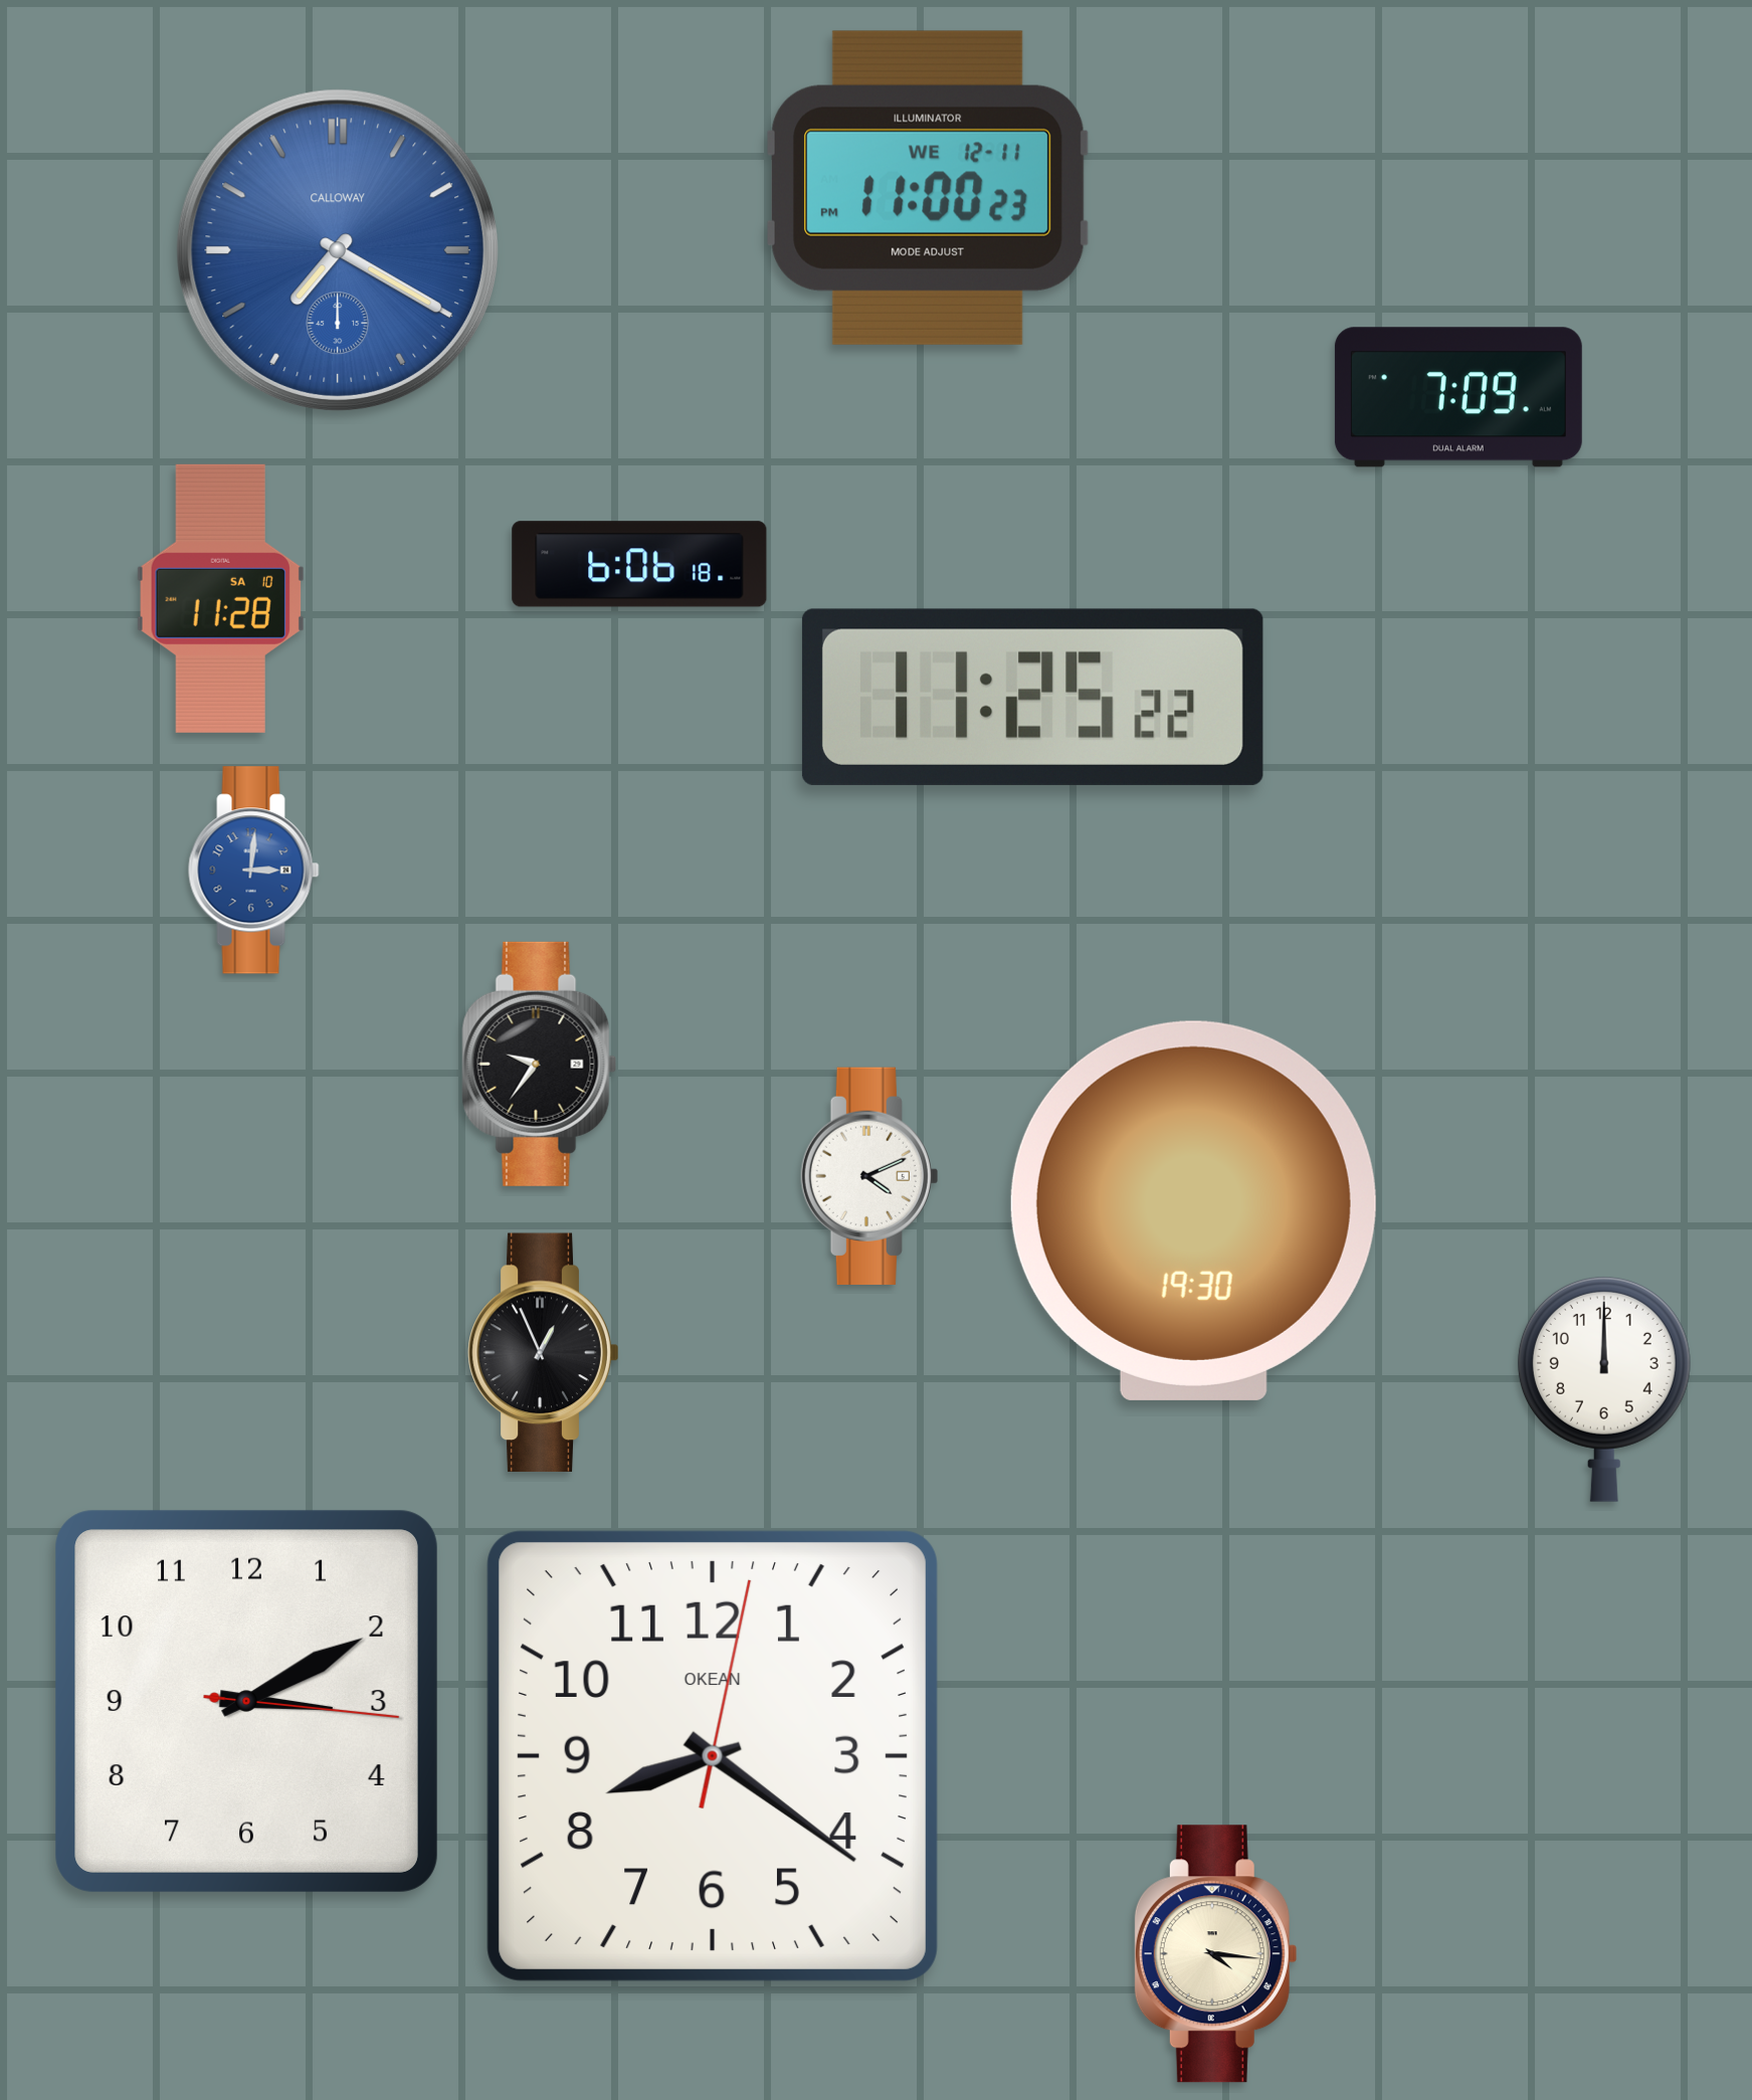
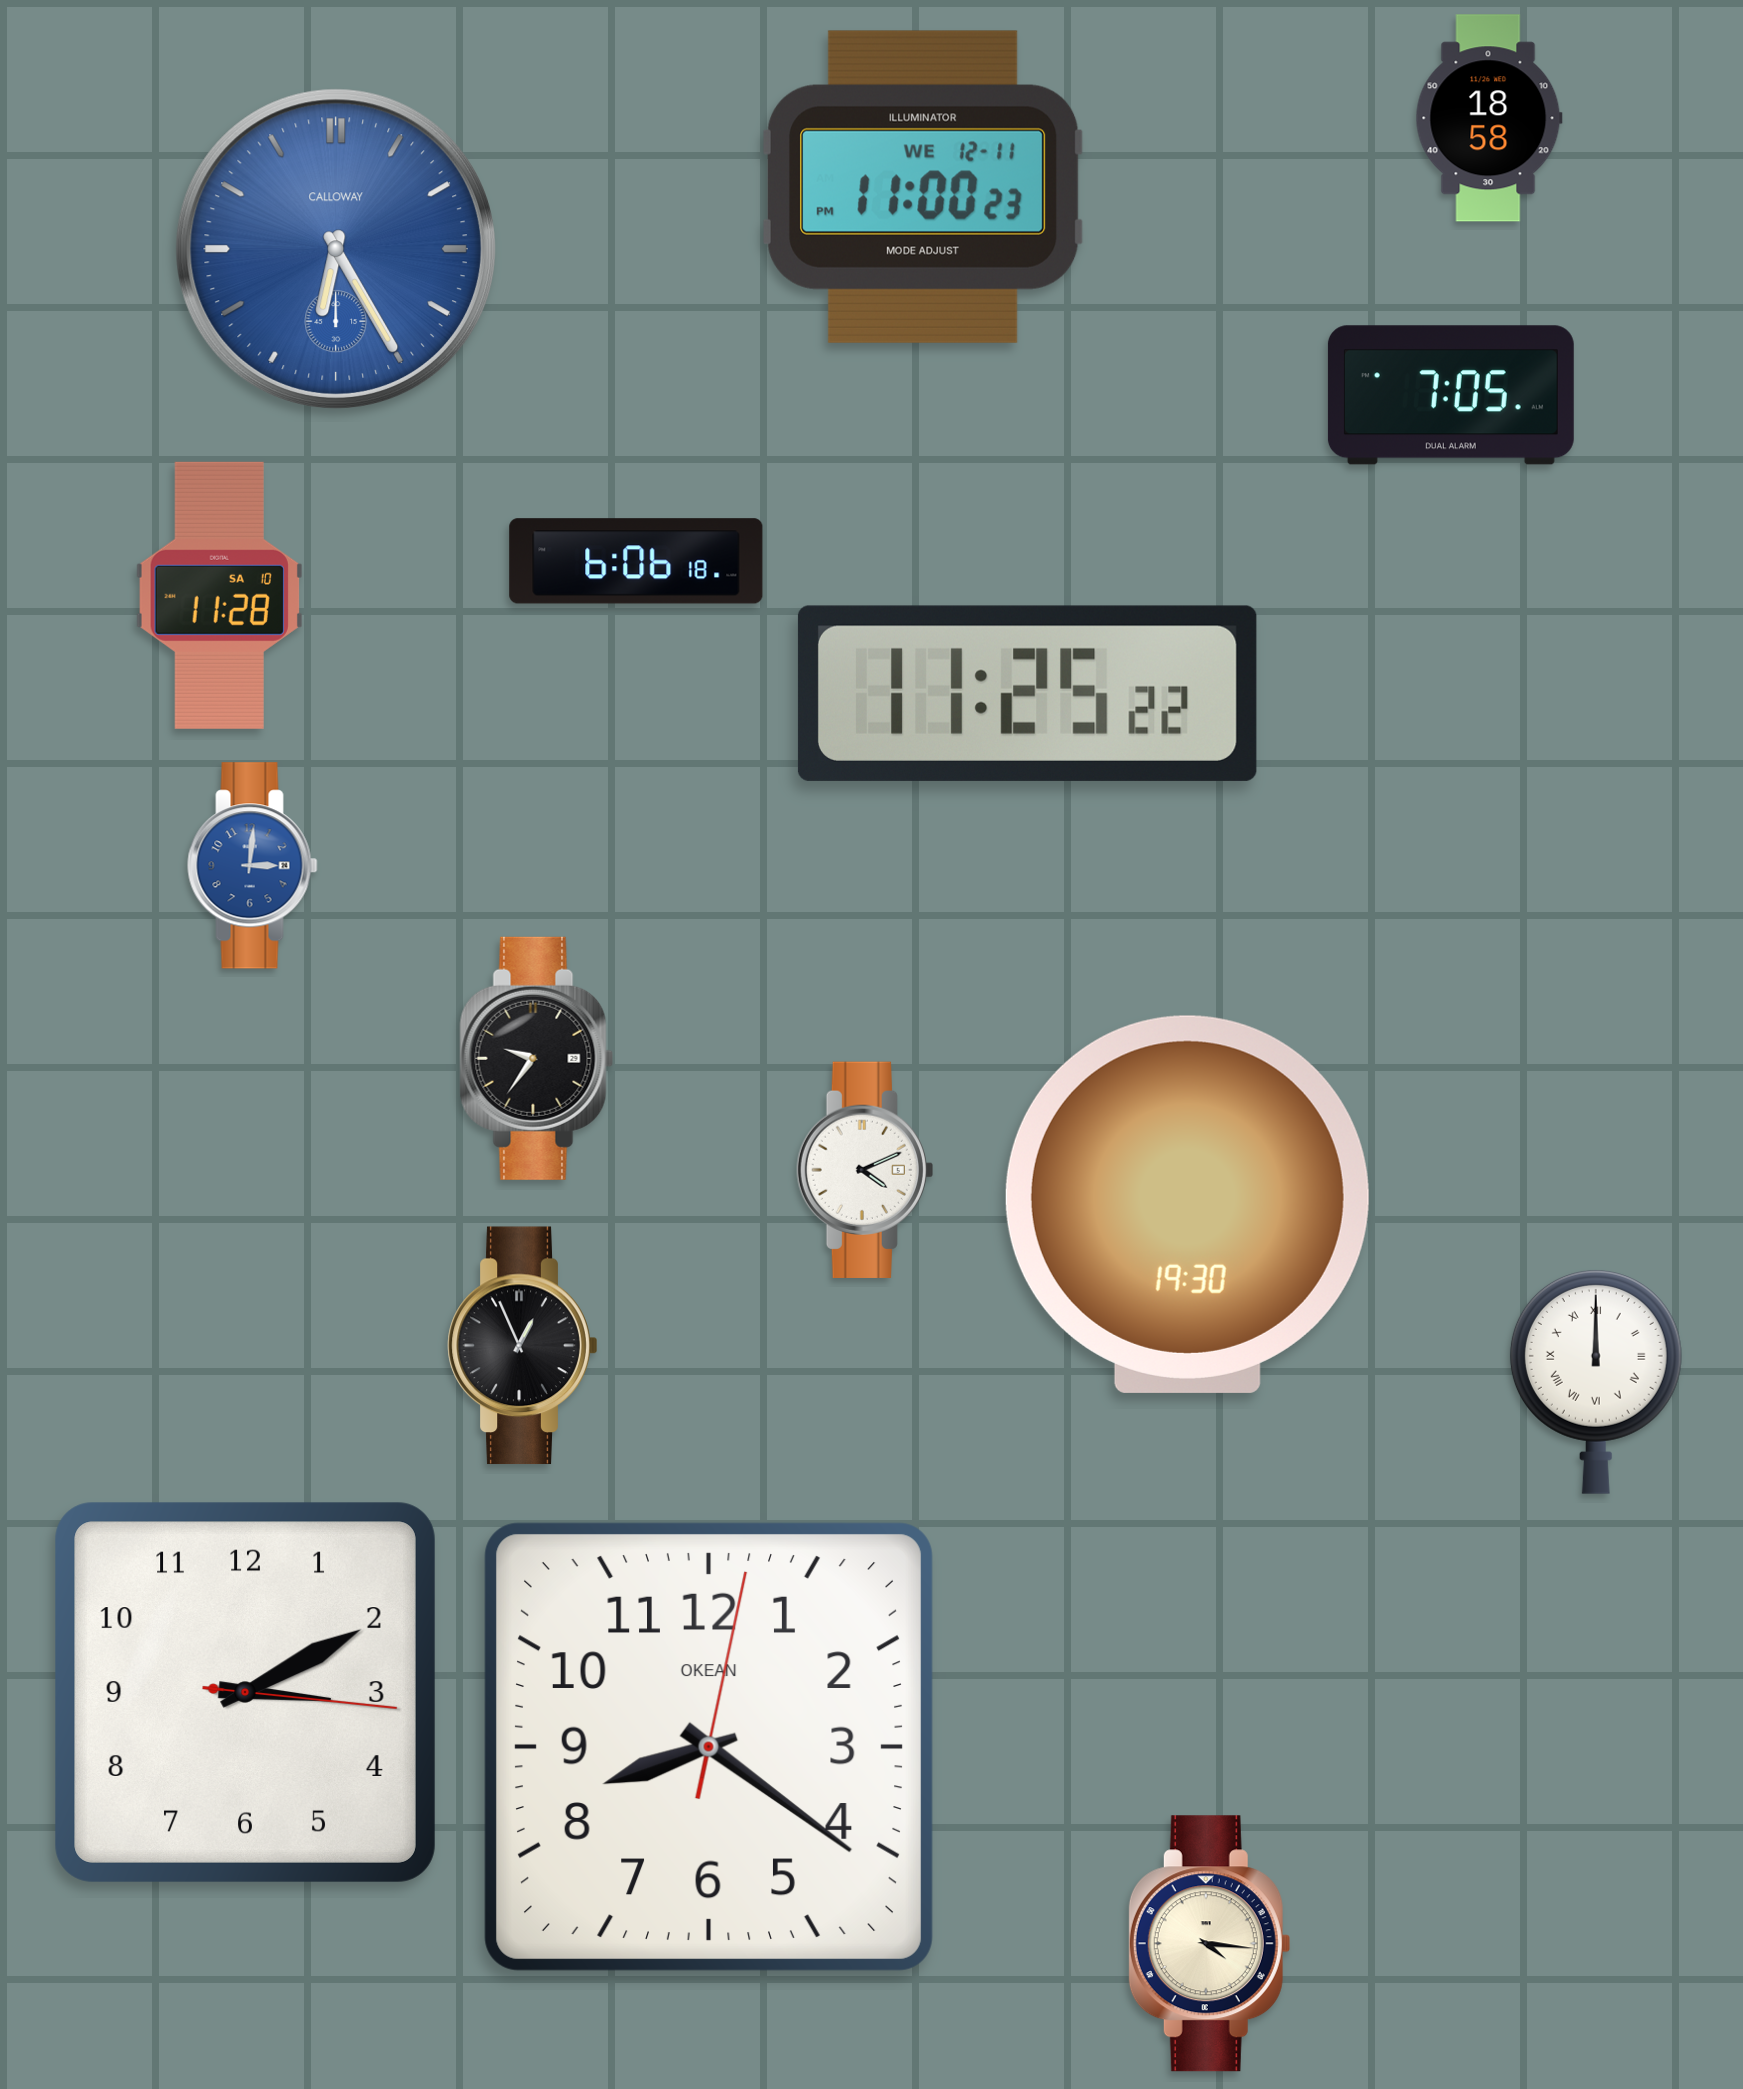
clock at (1489, 118): none -> 18:58
clock at (338, 250): 7:20 -> 6:25
clock at (1458, 397): 7:09 -> 7:05
clock at (544, 1353) position: (544, 1353) -> (523, 1346)
clock at (1604, 1388) numerals: Arabic -> Roman
